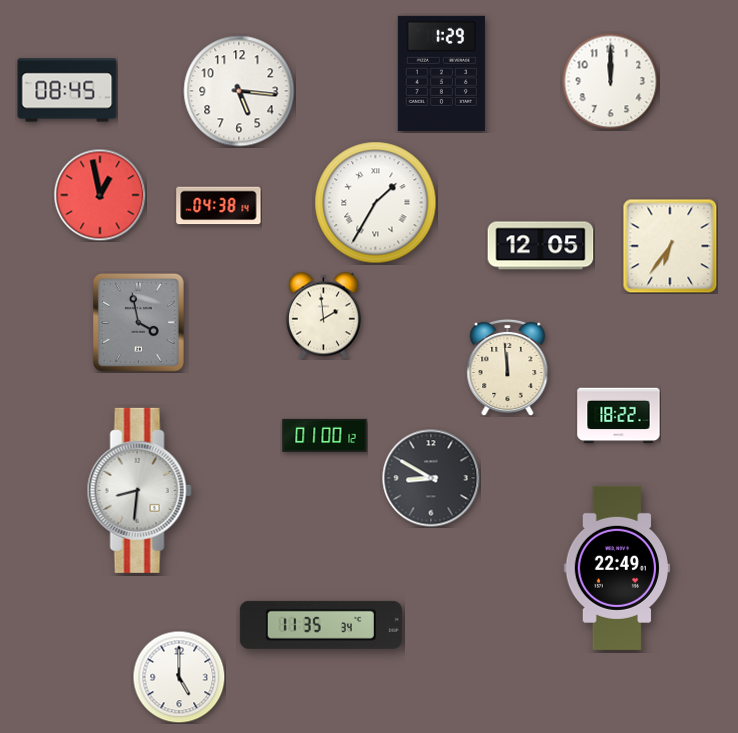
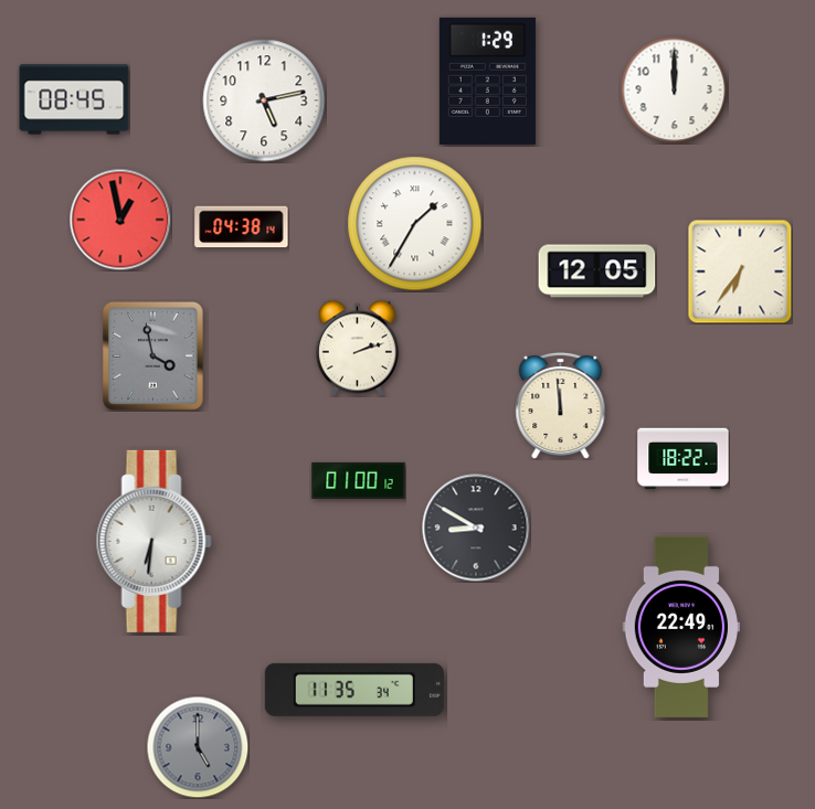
clock at (239, 91): 5:16 -> 5:13
clock at (100, 195) position: (100, 195) -> (120, 220)
clock at (323, 315): 1:59 -> 2:12
clock at (139, 490): 8:31 -> 6:31
clock at (179, 677) dial: white -> grey
